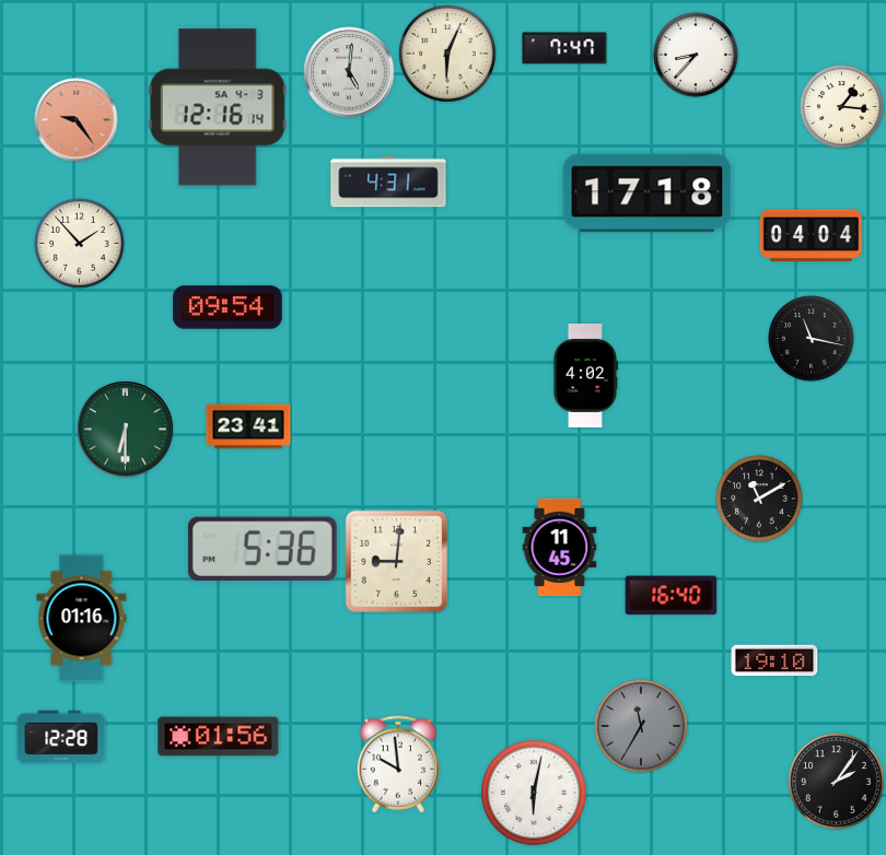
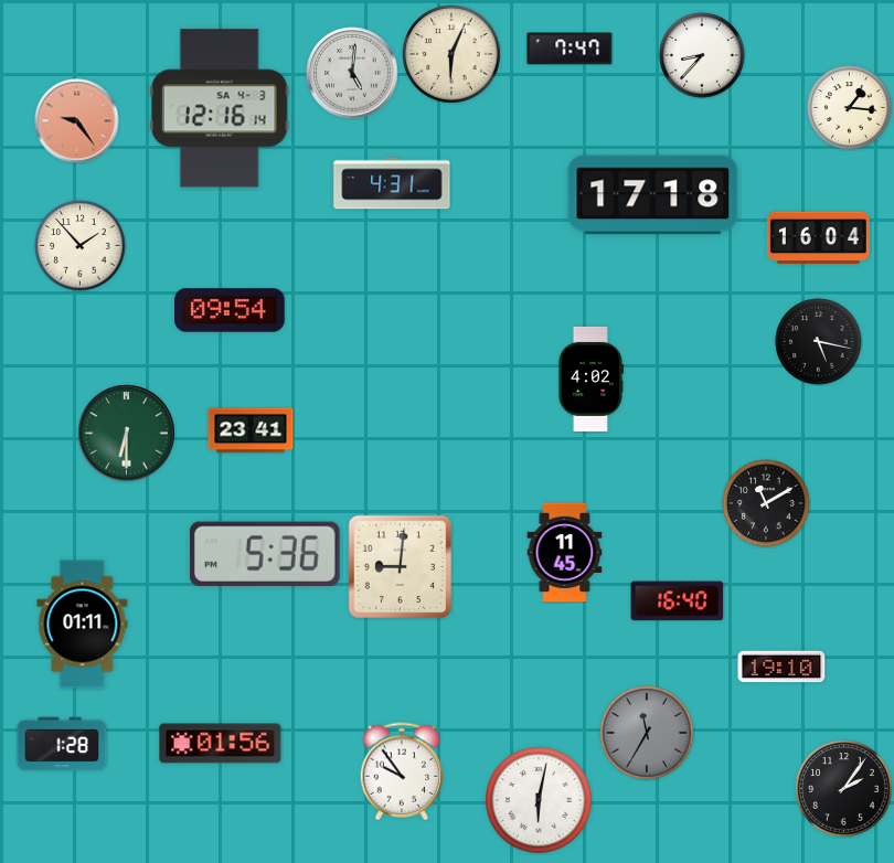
clock at (811, 236): 04:04 -> 16:04
clock at (812, 339): 11:17 -> 5:17
clock at (82, 619): 01:16 -> 01:11
clock at (61, 737): 12:28 -> 1:28
clock at (398, 764): 9:59 -> 9:54
